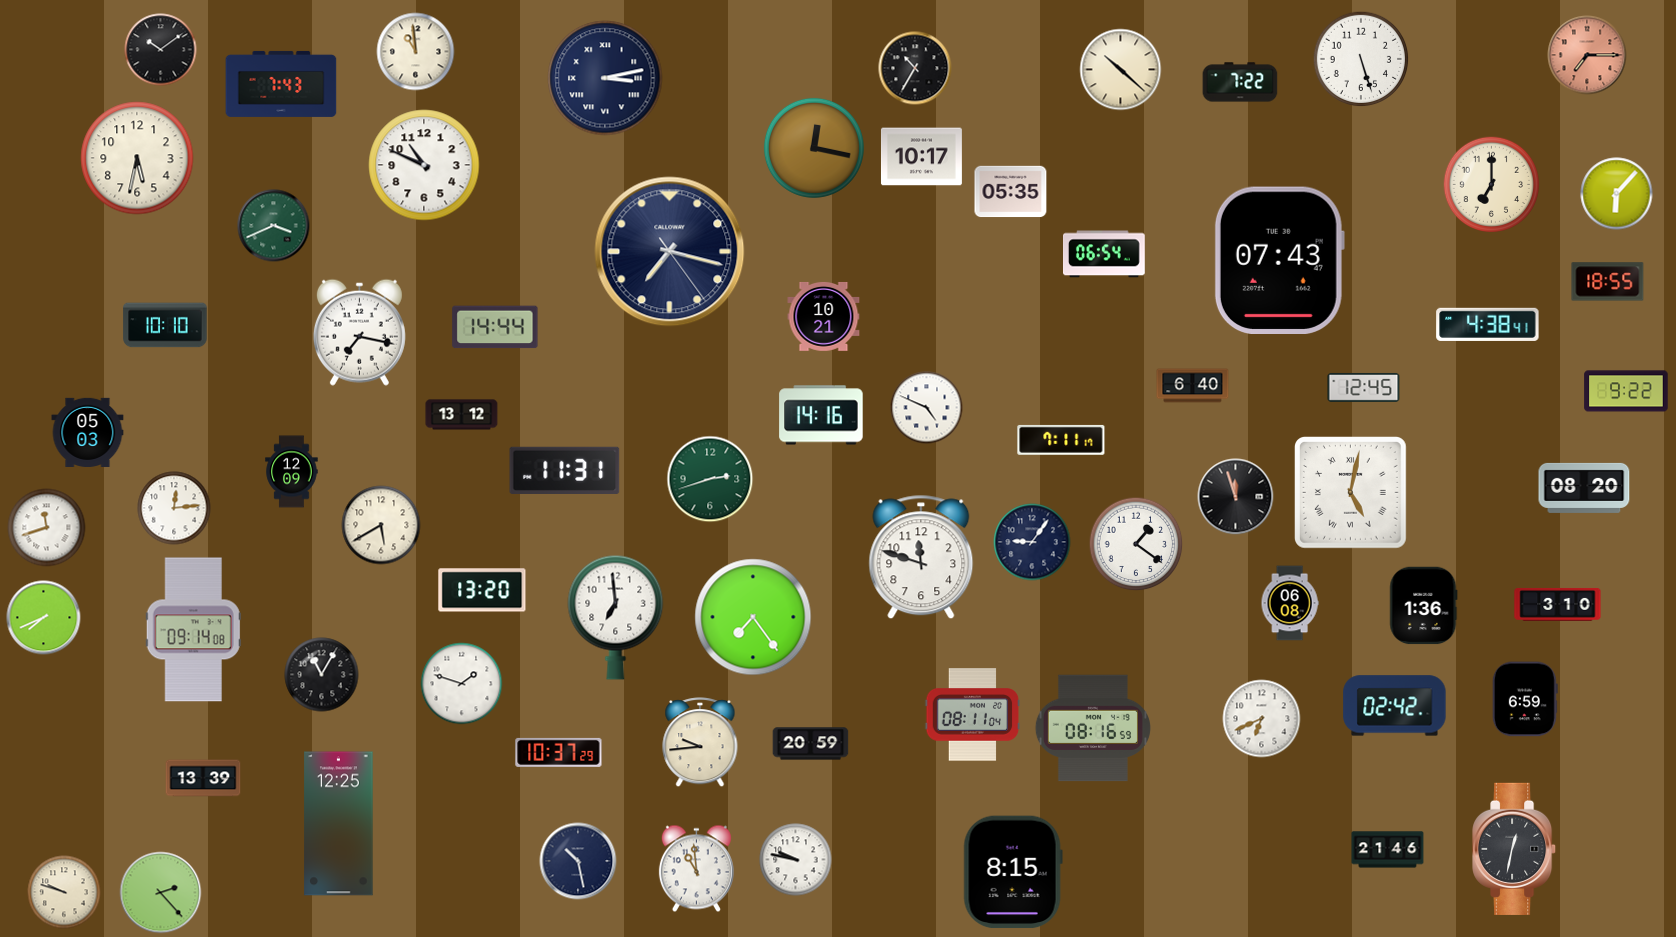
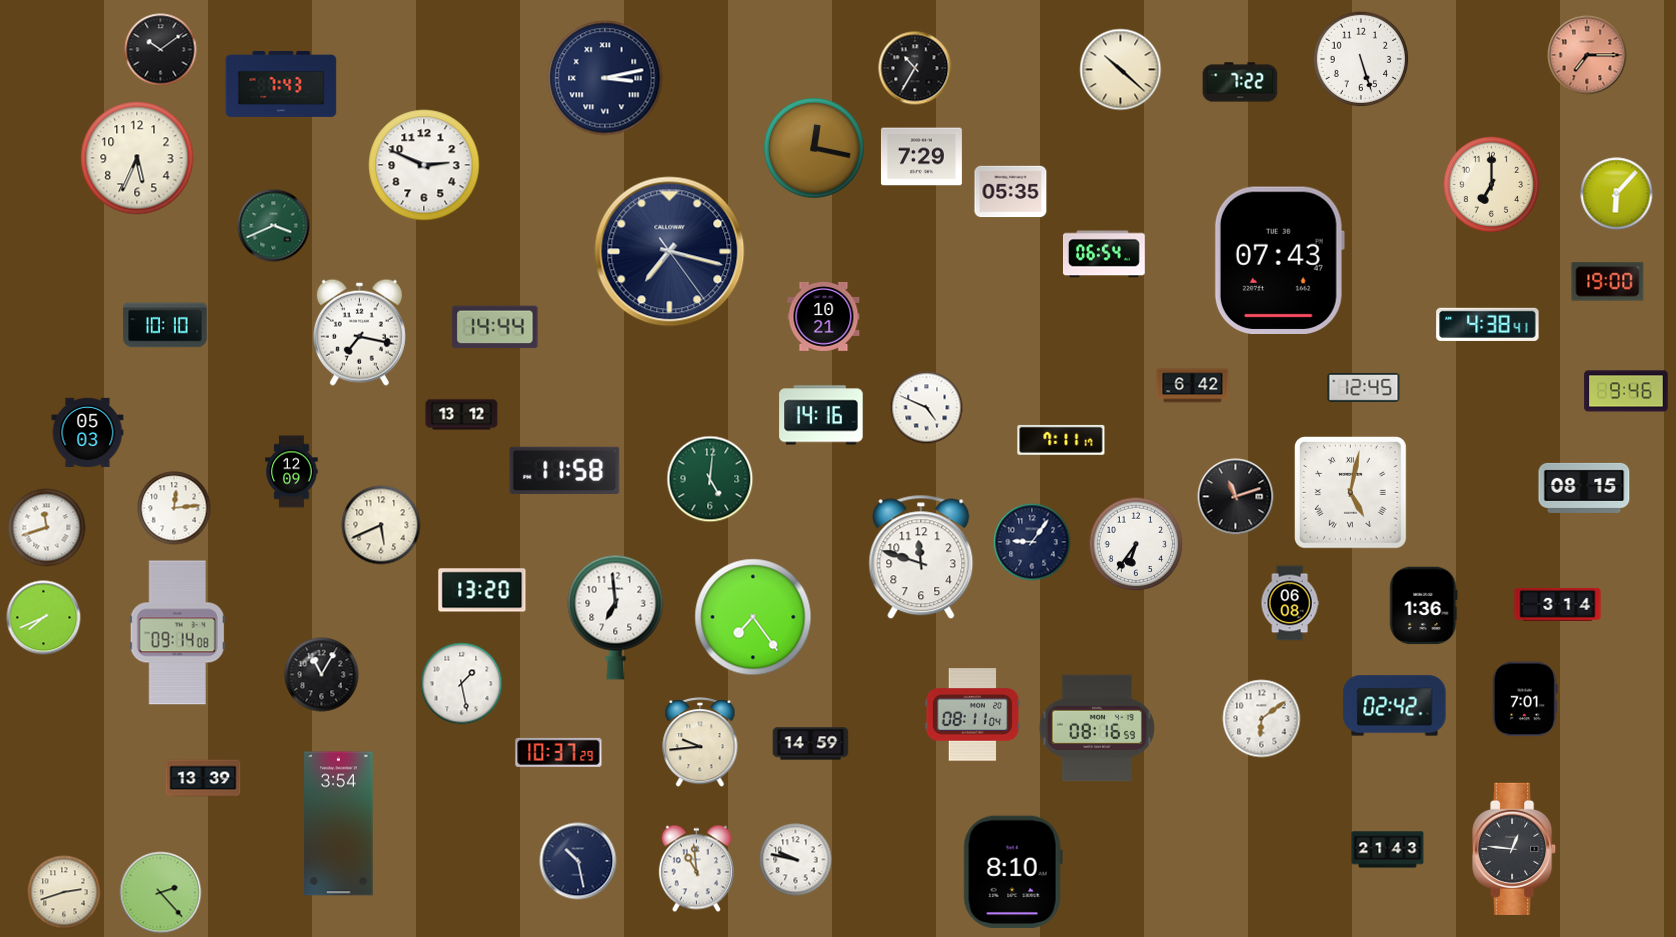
clock at (416, 52): 10:59 -> none
clock at (921, 157): 10:17 -> 7:29
clock at (137, 158): 5:32 -> 5:34
clock at (424, 165): 10:49 -> 2:49
clock at (1608, 282): 18:55 -> 19:00
clock at (1193, 386): 6:40 -> 6:42
clock at (1626, 391): 9:22 -> 9:46
clock at (565, 470): 11:31 -> 11:58
clock at (710, 479): 2:42 -> 5:01
clock at (1584, 488): 08:20 -> 08:15
clock at (1236, 497): 11:57 -> 11:12
clock at (381, 525): 5:40 -> 5:41
clock at (1136, 544): 1:21 -> 6:36
clock at (1558, 605): 3:10 -> 3:14
clock at (193, 630) position: (193, 630) -> (177, 633)
clock at (462, 684): 1:48 -> 1:28
clock at (1525, 699): 6:59 -> 7:01
clock at (1262, 719): 6:41 -> 6:09
clock at (1093, 728) position: (1093, 728) -> (1097, 728)
clock at (811, 744): 20:59 -> 14:59
clock at (339, 824): 12:25 -> 3:54
clock at (1515, 849): 12:32 -> 12:46
clock at (1388, 850): 21:46 -> 21:43
clock at (1013, 872): 8:15 -> 8:10
clock at (64, 892): 9:48 -> 2:42
